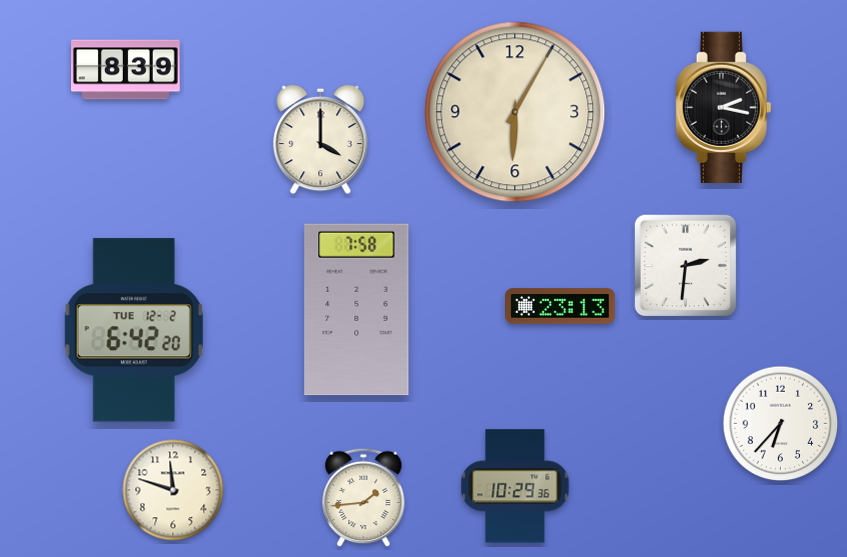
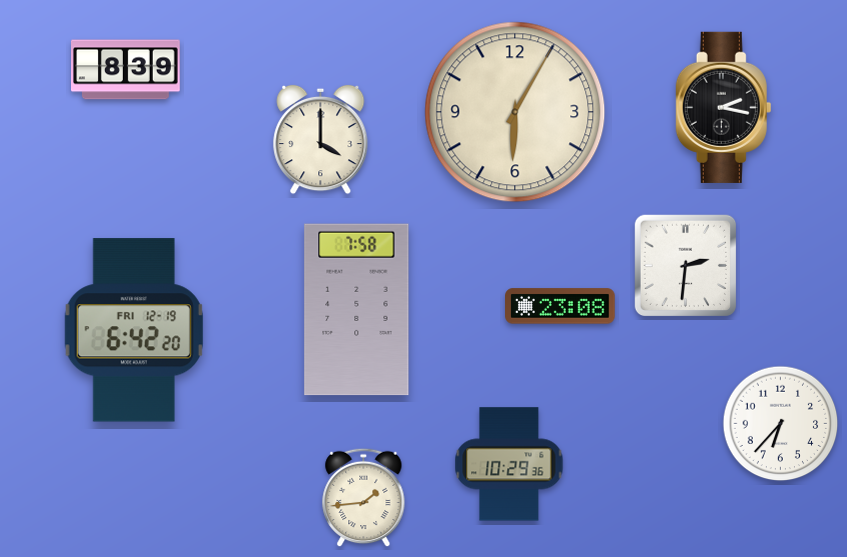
clock at (560, 306): 23:13 -> 23:08
clock at (134, 330) date: TUE 12-2 -> FRI 12-19
clock at (515, 486) position: (515, 486) -> (509, 464)
clock at (173, 490): 11:48 -> none
